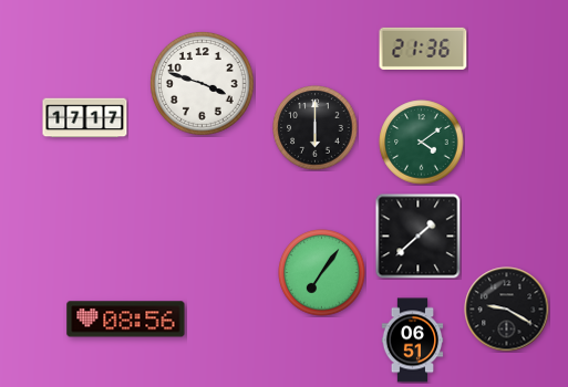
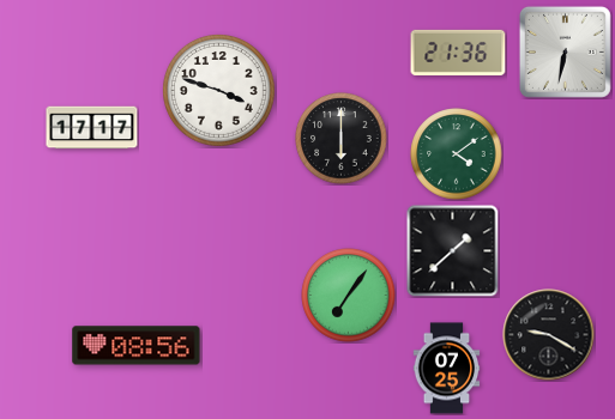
clock at (565, 51): none -> 6:32
clock at (417, 236) position: (417, 236) -> (452, 250)
clock at (413, 341): 06:51 -> 07:25
